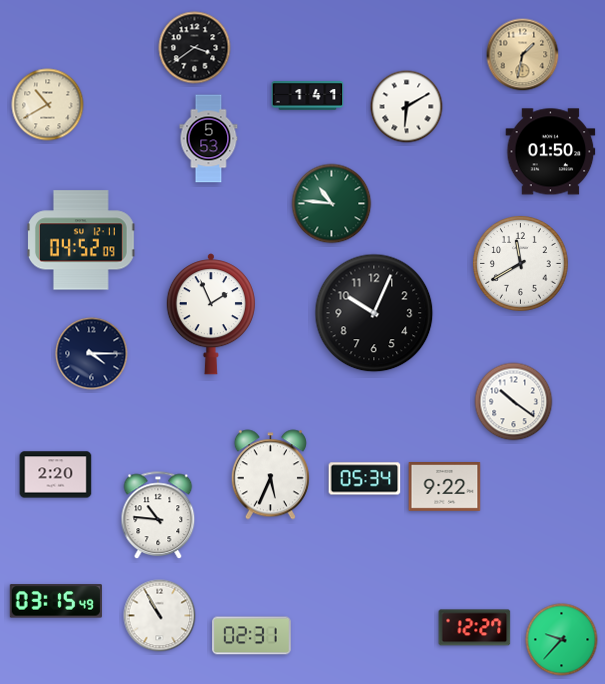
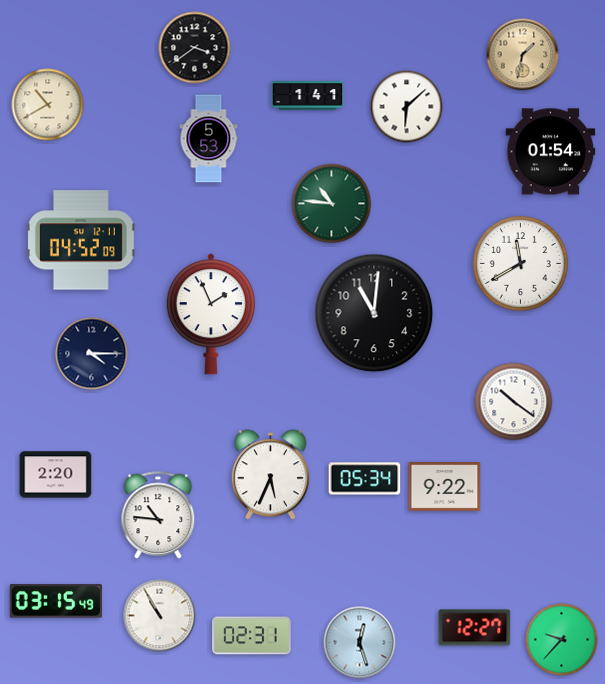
clock at (407, 107): 6:10 -> 6:08
clock at (551, 152): 01:50 -> 01:54
clock at (374, 313): 10:04 -> 11:01
clock at (360, 643): none -> 12:27
